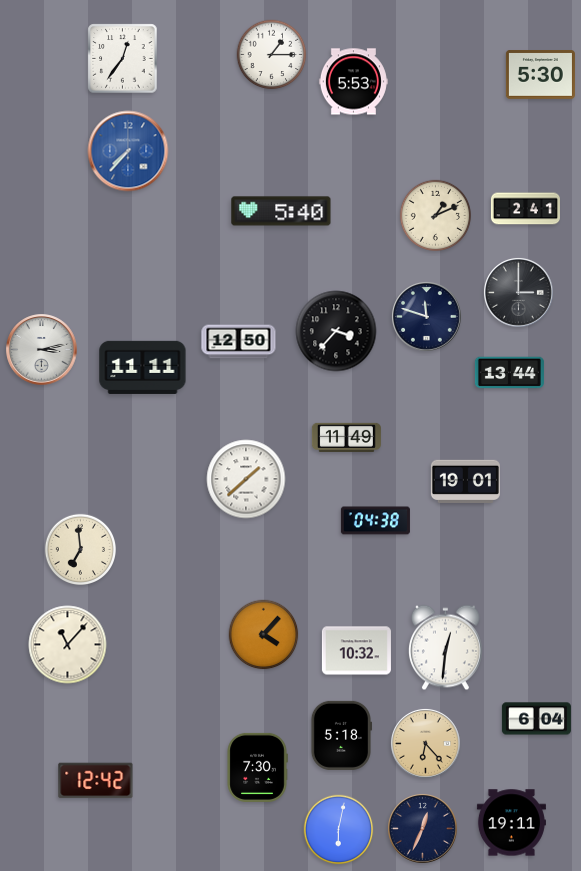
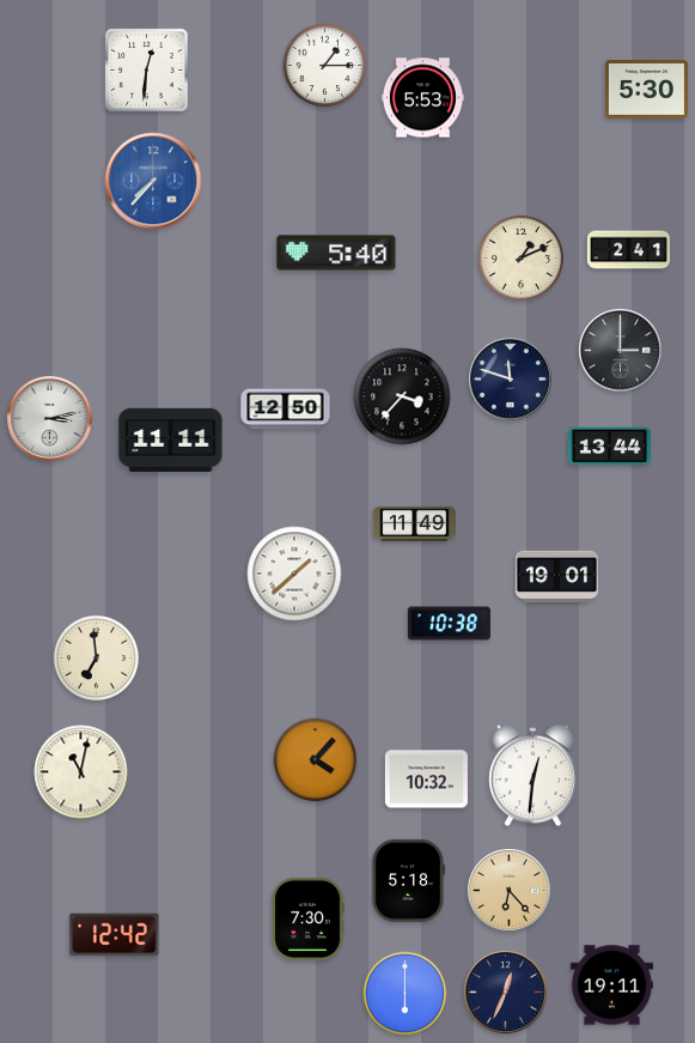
clock at (123, 59): 12:36 -> 12:31
clock at (375, 521): 04:38 -> 10:38
clock at (68, 645): 11:07 -> 11:02
clock at (536, 719): 6:04 -> none
clock at (339, 830): 6:02 -> 6:00
